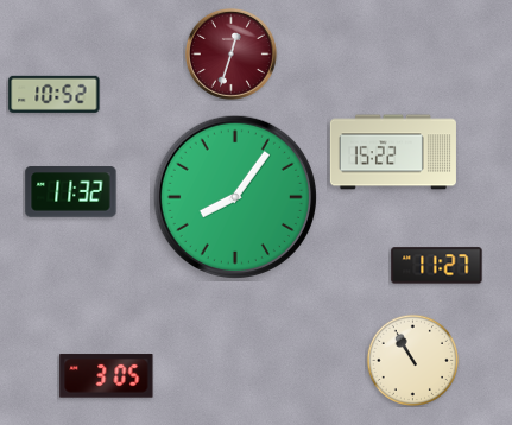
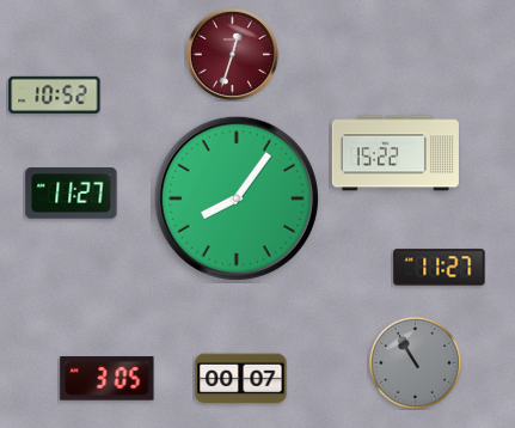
clock at (71, 192): 11:32 -> 11:27
clock at (412, 360) dial: cream -> grey
clock at (241, 379): none -> 00:07
